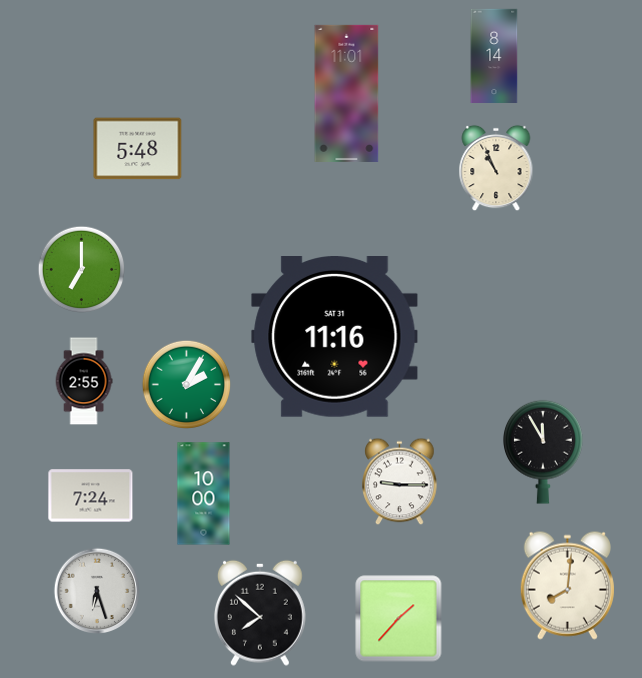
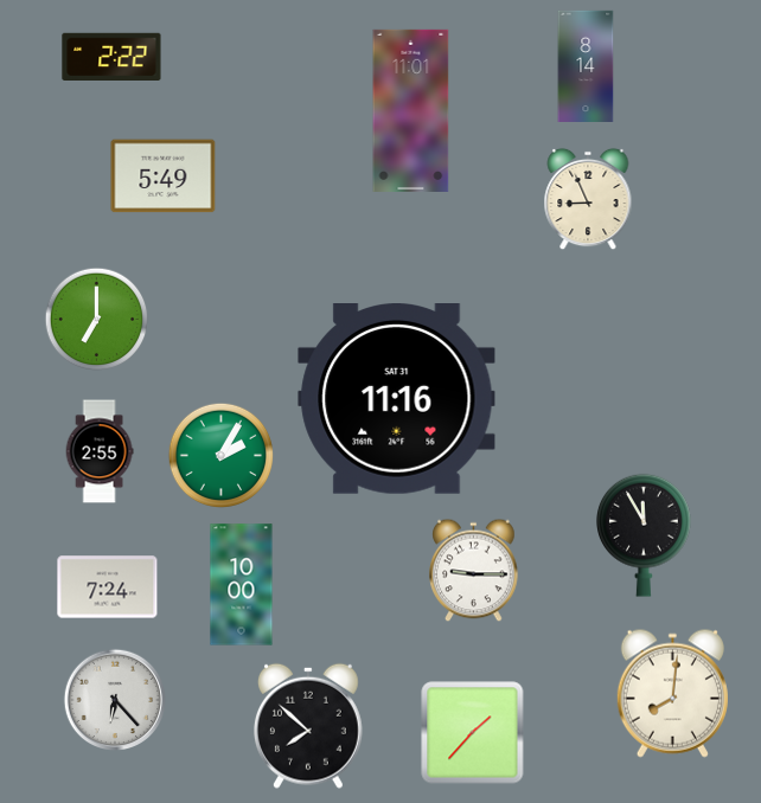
clock at (111, 57): none -> 2:22
clock at (138, 149): 5:48 -> 5:49
clock at (496, 168): 10:56 -> 8:56
clock at (97, 591): 6:27 -> 6:23
